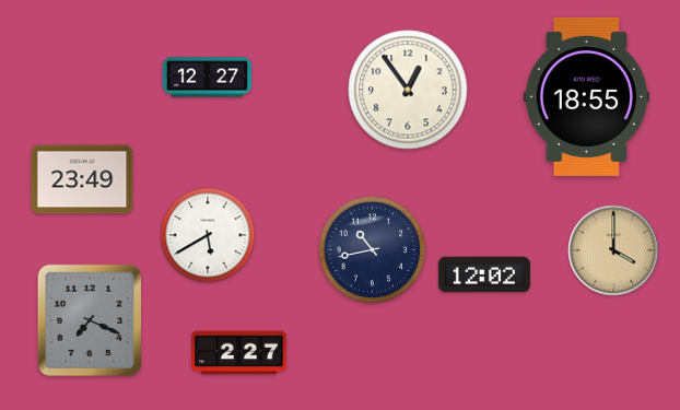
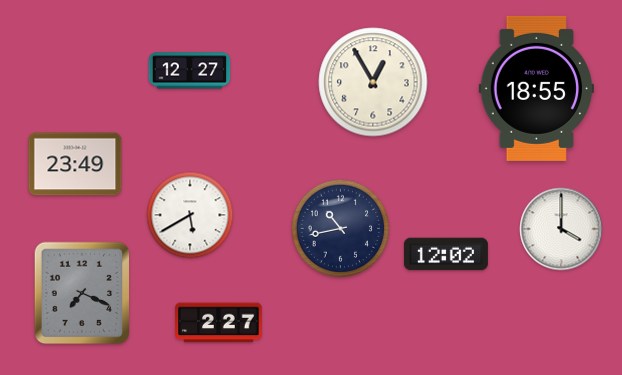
clock at (408, 90): 12:54 -> 12:55
clock at (613, 250) dial: champagne -> white
clock at (484, 274) position: (484, 274) -> (446, 254)
